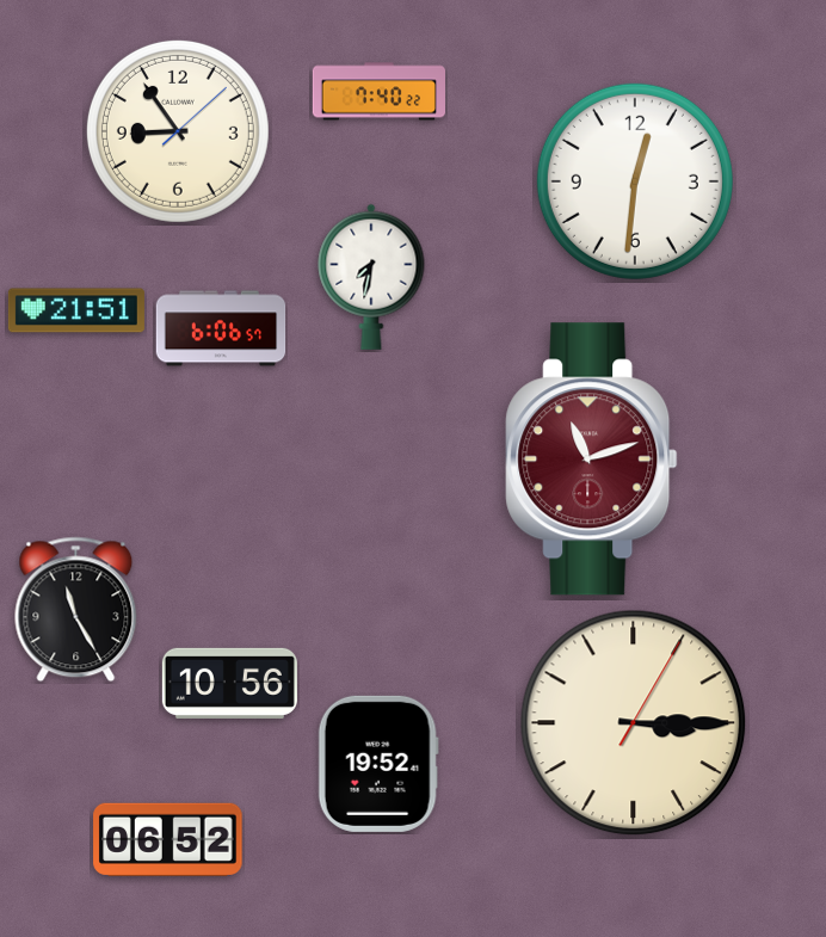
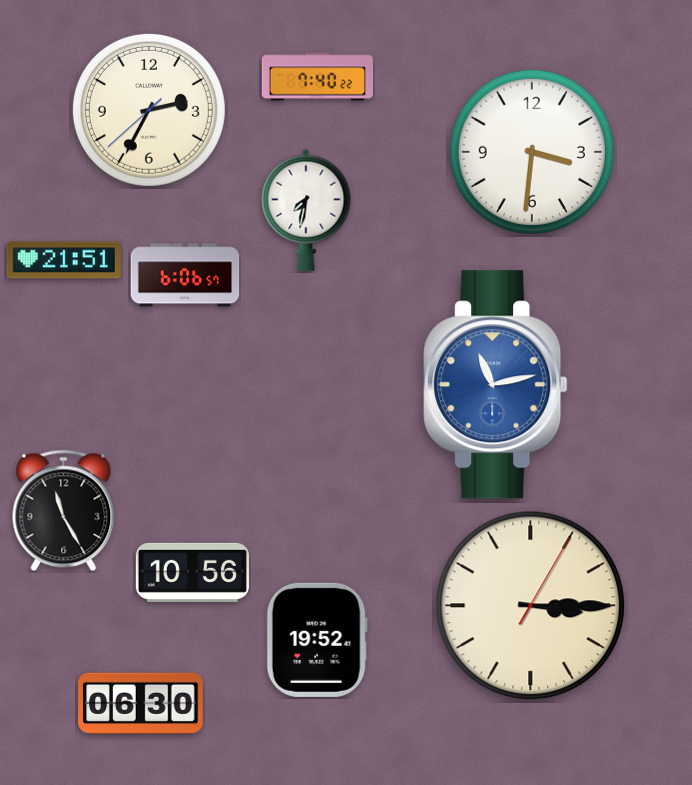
clock at (178, 131): 8:54 -> 2:34
clock at (635, 181): 12:31 -> 3:31
clock at (371, 277) position: (371, 277) -> (306, 210)
clock at (592, 460): 11:12 -> 11:13
clock at (592, 460) dial: burgundy -> blue
clock at (168, 839): 06:52 -> 06:30
